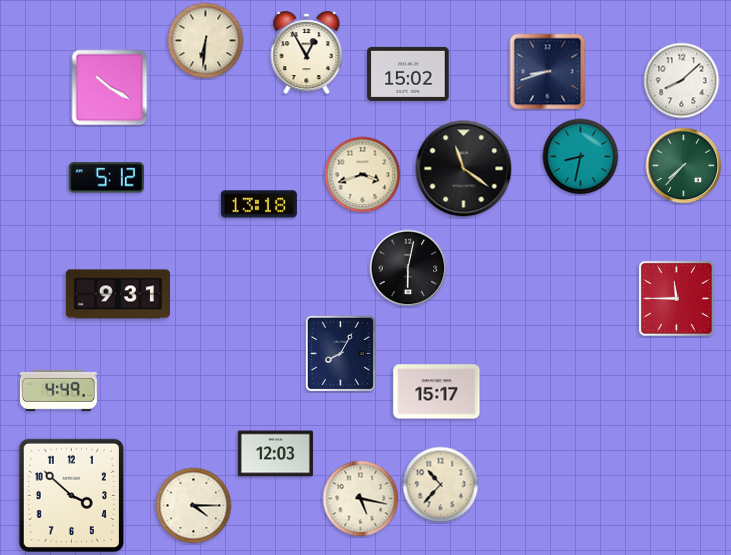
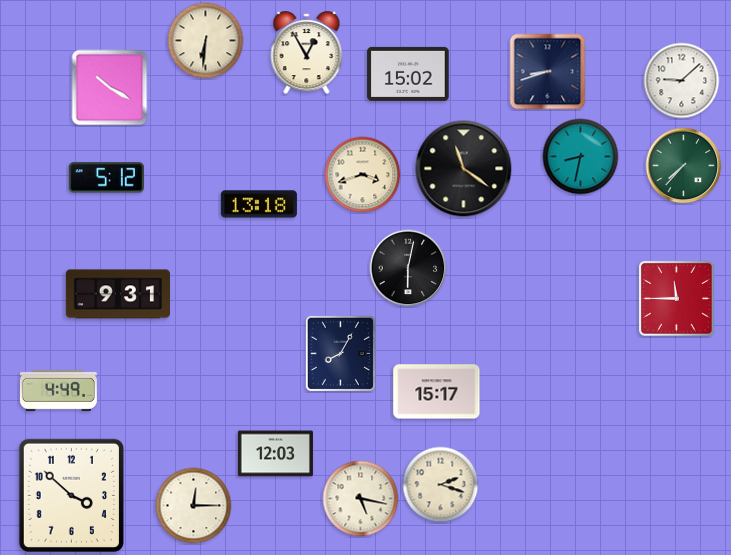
clock at (682, 81): 8:08 -> 9:08
clock at (441, 485): 10:37 -> 2:18
clock at (194, 506): 4:15 -> 12:15
